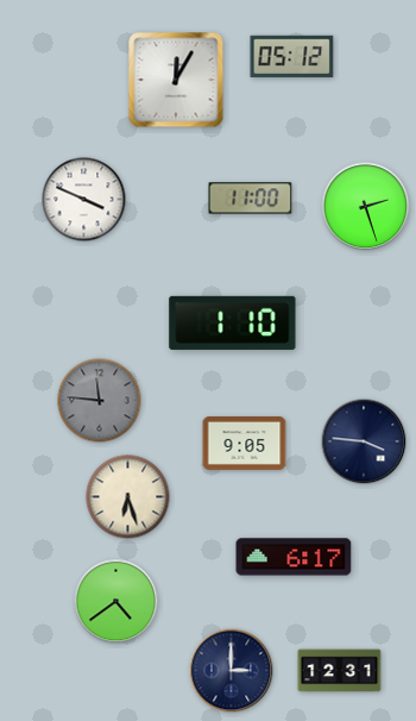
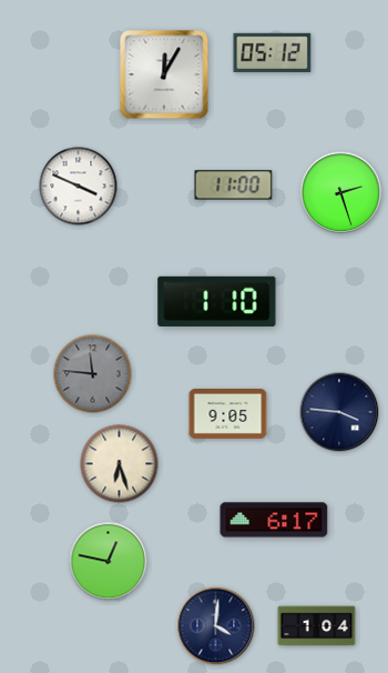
clock at (116, 602): 4:39 -> 12:47
clock at (232, 671): 3:00 -> 4:01
clock at (340, 671): 12:31 -> 1:04
